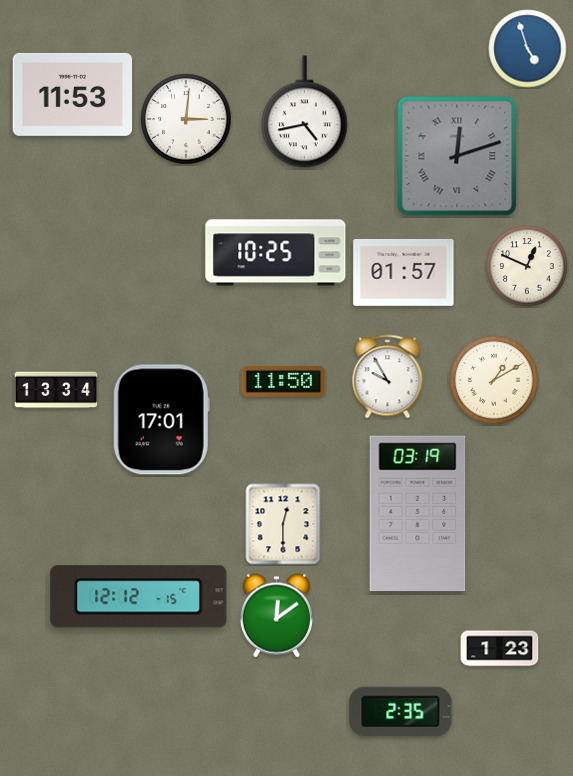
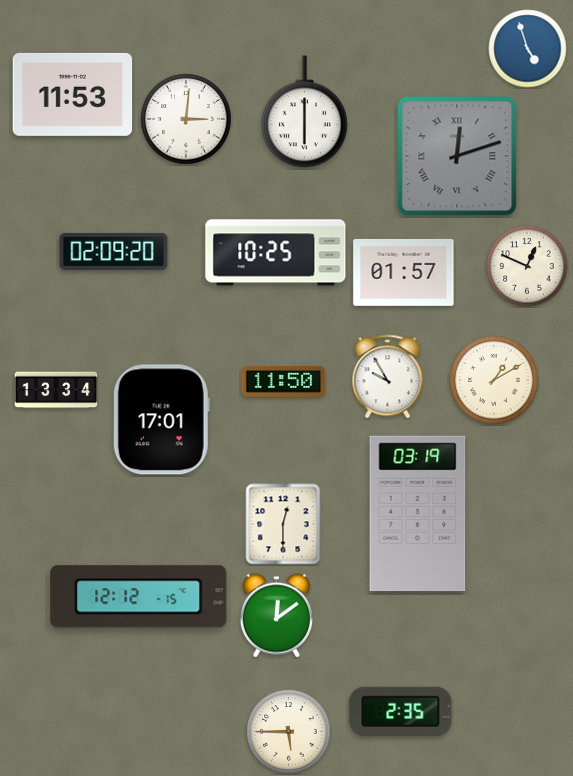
clock at (305, 112): 4:43 -> 6:00
clock at (114, 251): none -> 02:09
clock at (500, 649): 1:23 -> none
clock at (289, 732): none -> 5:45
